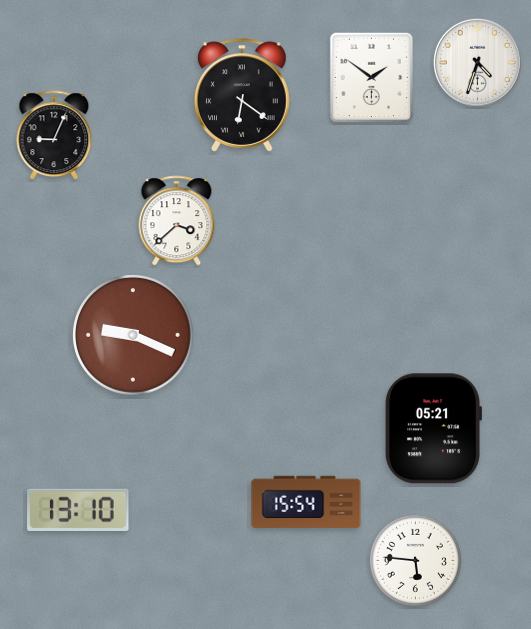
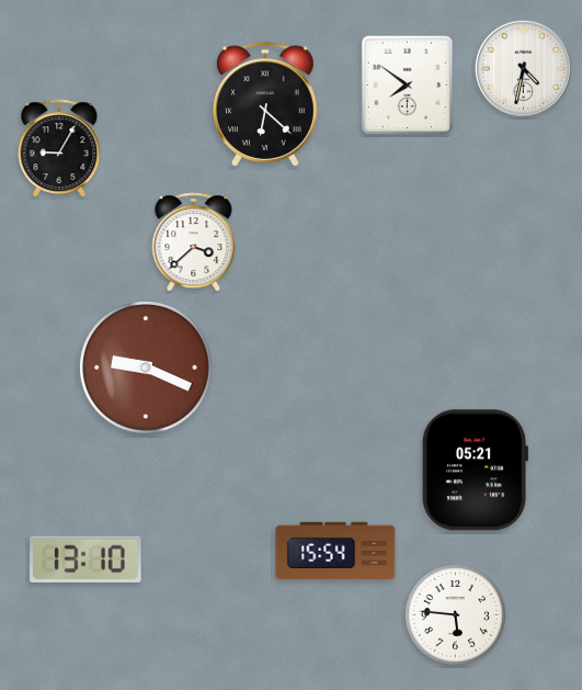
clock at (477, 62): 4:33 -> 4:32
clock at (372, 78): 1:51 -> 7:51
clock at (243, 95): 6:21 -> 6:22
clock at (54, 136): 9:04 -> 9:05
